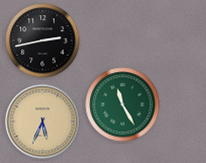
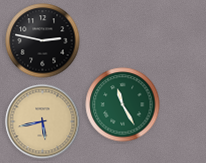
clock at (43, 41): 2:43 -> 2:47
clock at (43, 122): 5:34 -> 5:43
